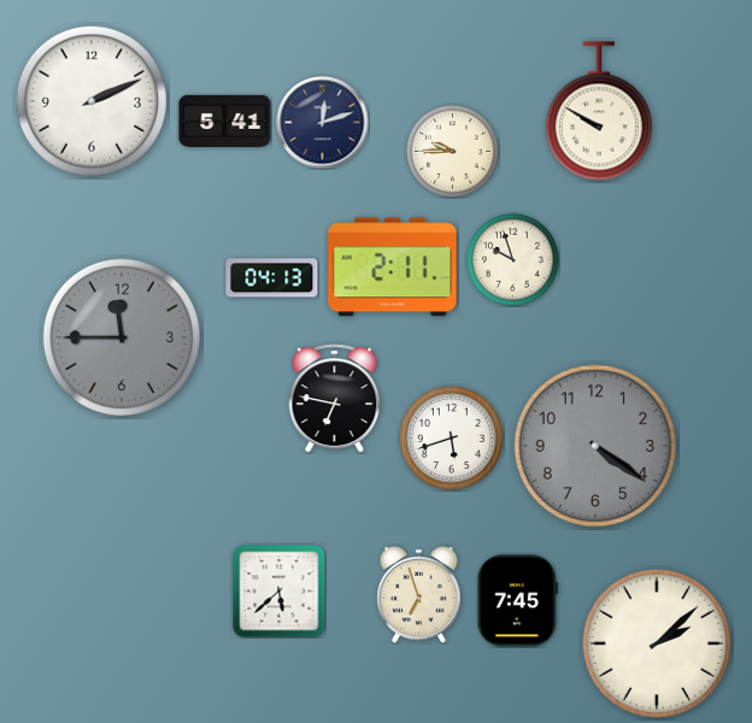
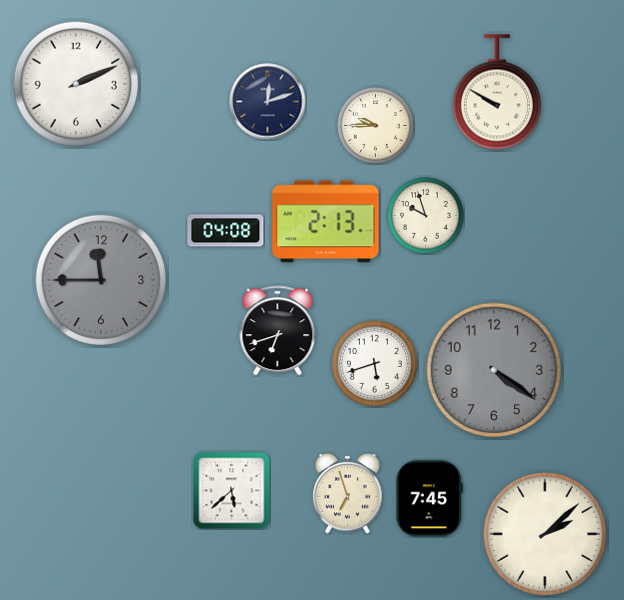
clock at (225, 120): 5:41 -> none
clock at (393, 268): 2:11 -> 2:13
clock at (272, 278): 04:13 -> 04:08
clock at (335, 399): 6:47 -> 6:42
